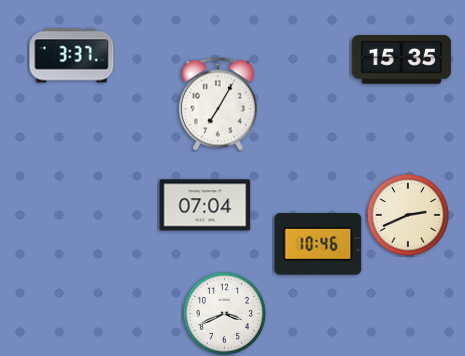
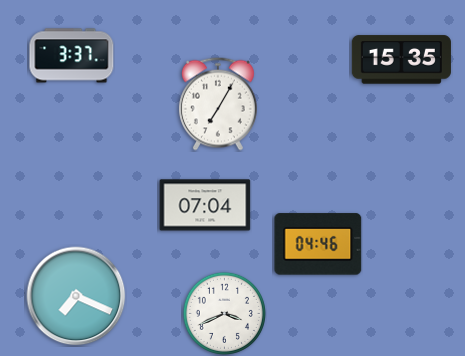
clock at (408, 215): 2:41 -> none
clock at (318, 244): 10:46 -> 04:46
clock at (76, 296): none -> 7:19
